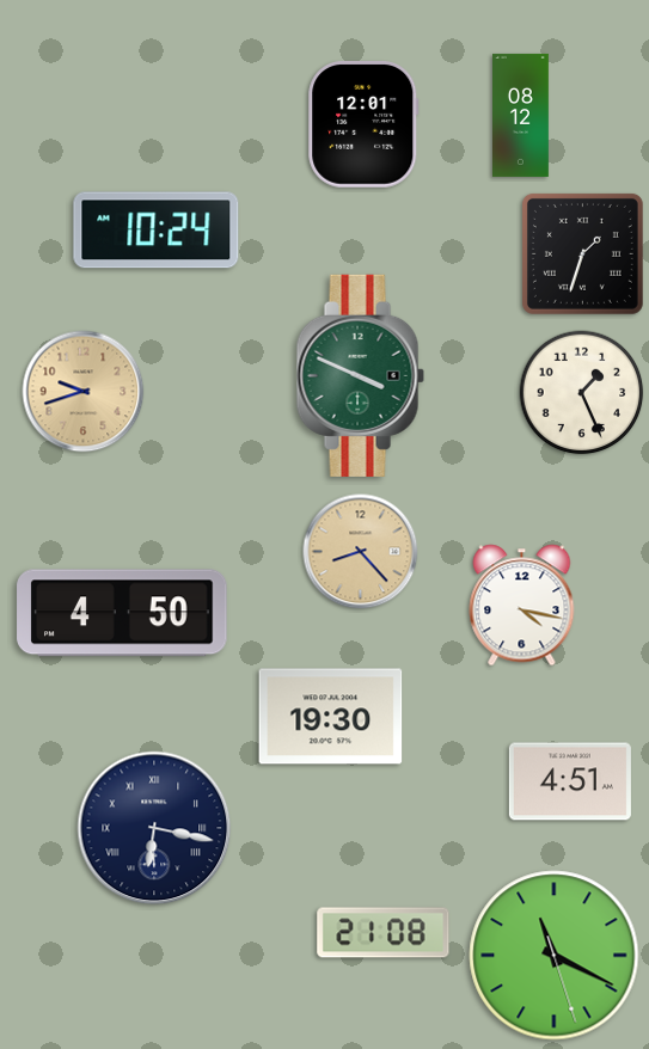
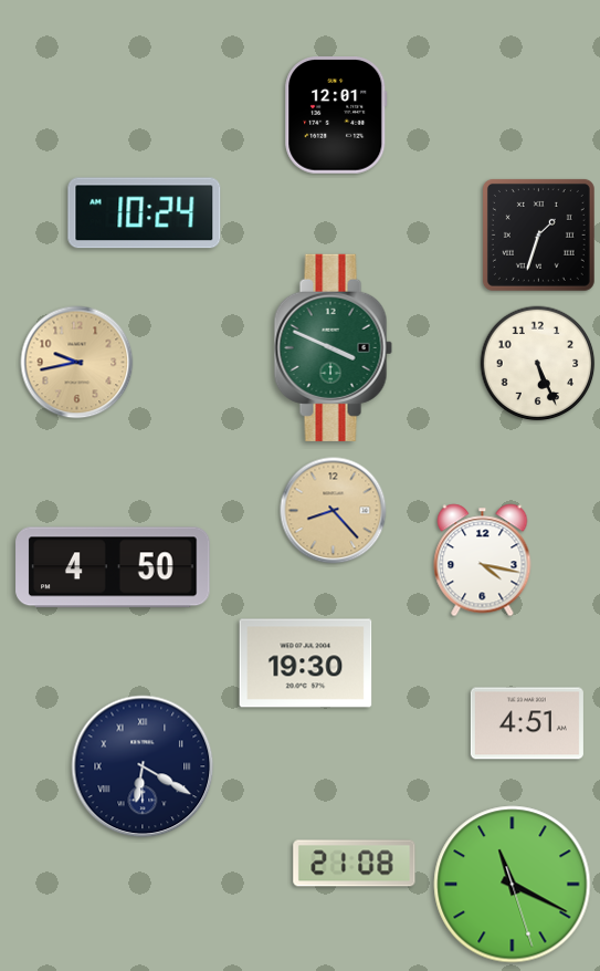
clock at (521, 115): 08:12 -> none
clock at (84, 392): 9:42 -> 9:43
clock at (582, 393): 1:26 -> 5:26
clock at (154, 828): 6:17 -> 6:20
